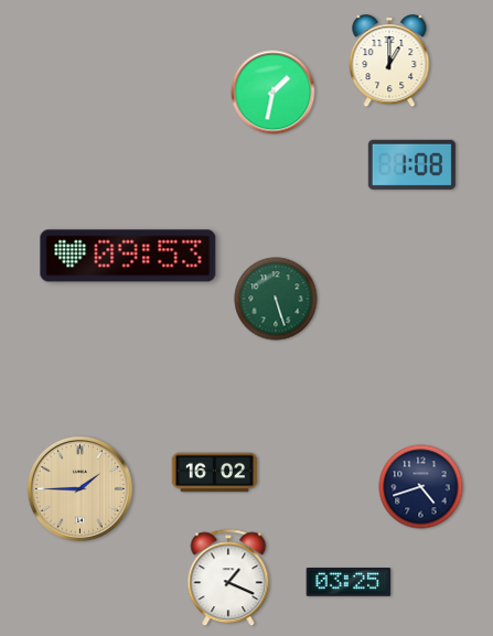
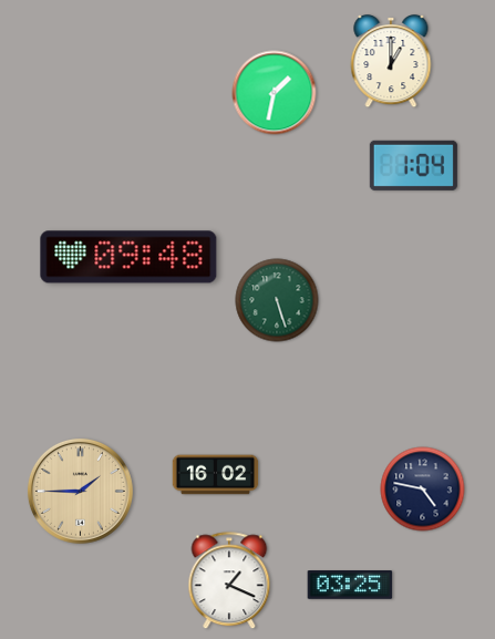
clock at (411, 164): 1:08 -> 1:04
clock at (128, 256): 09:53 -> 09:48
clock at (421, 487): 4:42 -> 4:47
